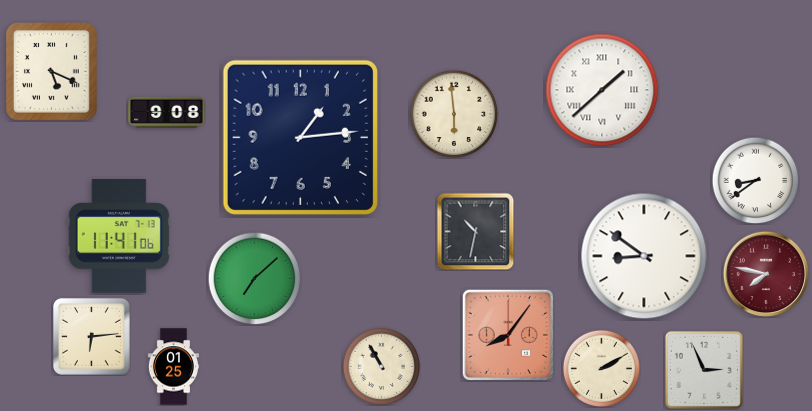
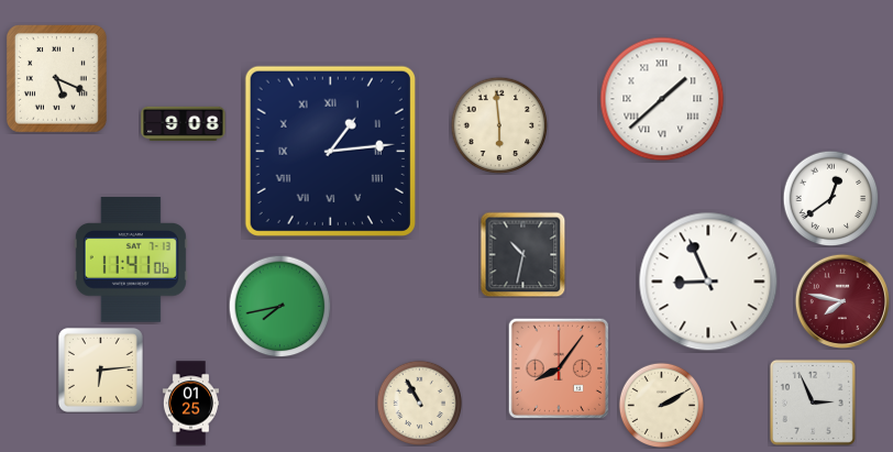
clock at (300, 137) numerals: Arabic -> Roman
clock at (755, 180): 8:39 -> 12:39
clock at (644, 256): 8:51 -> 8:56
clock at (254, 278): 7:08 -> 7:43
clock at (704, 370) position: (704, 370) -> (813, 403)
